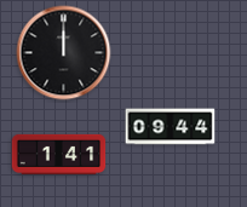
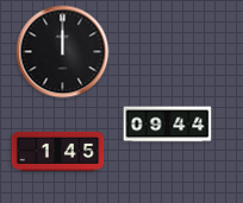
clock at (59, 154): 1:41 -> 1:45
